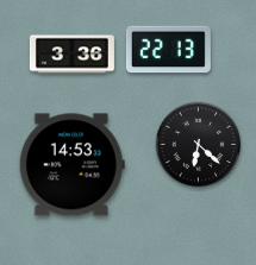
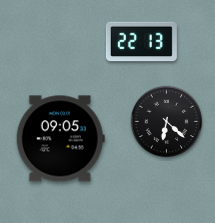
clock at (71, 55): 3:36 -> none
clock at (71, 165): 14:53 -> 09:05
